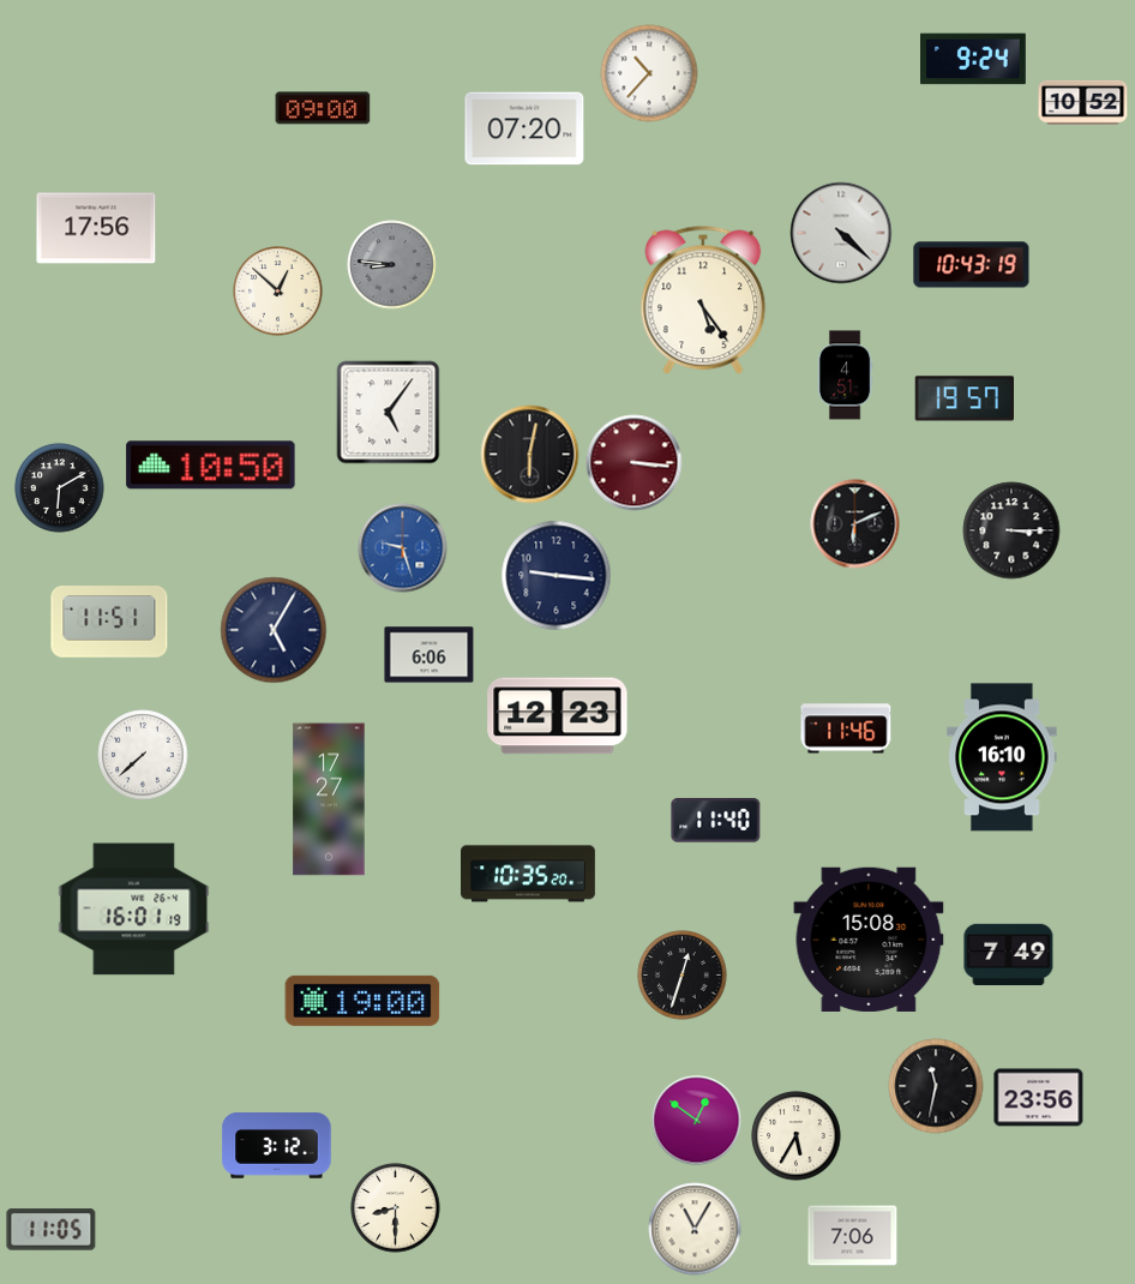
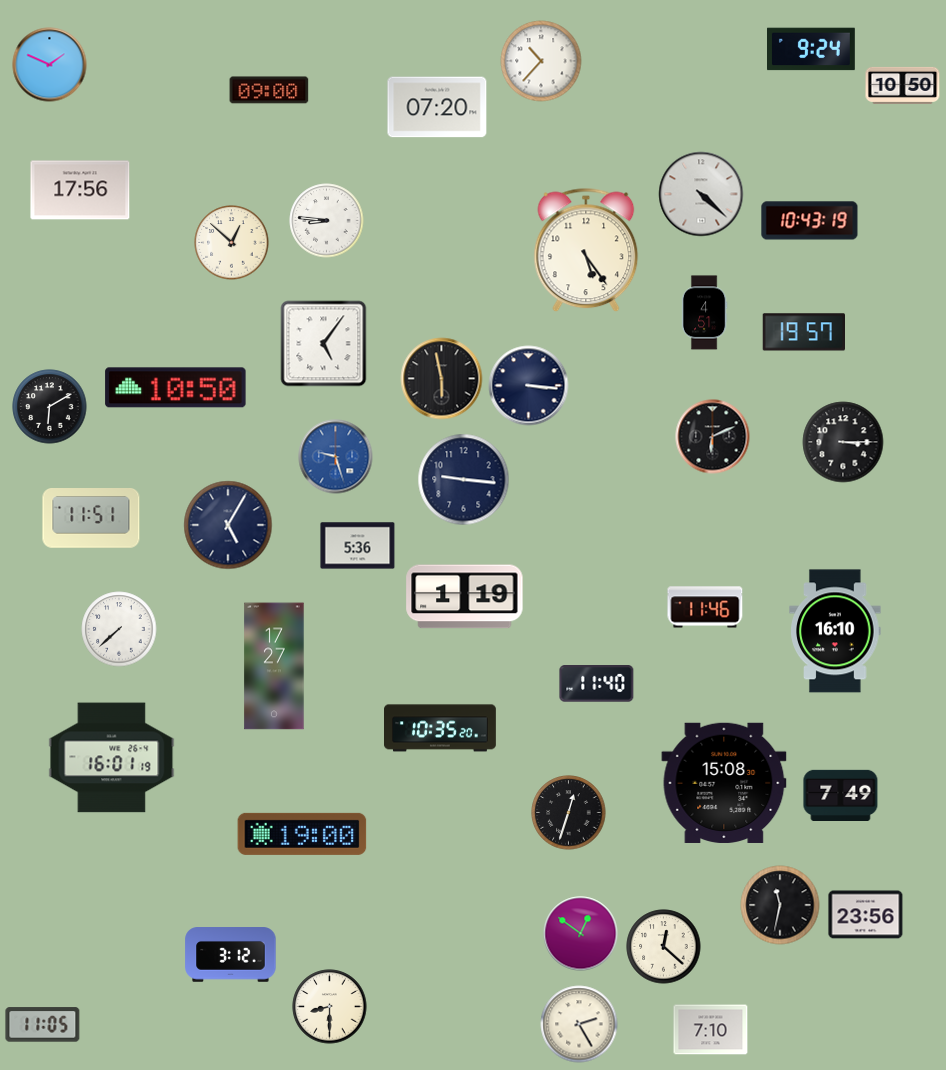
clock at (50, 65): none -> 1:49
clock at (1083, 102): 10:52 -> 10:50
clock at (392, 265) dial: grey -> white
clock at (530, 455): 6:02 -> 5:58
clock at (635, 463) dial: burgundy -> navy
clock at (430, 655): 6:06 -> 5:36
clock at (558, 716): 12:23 -> 1:19
clock at (797, 1136): 5:35 -> 12:22
clock at (695, 1229): 11:05 -> 2:25
clock at (853, 1236): 7:06 -> 7:10
